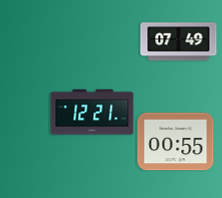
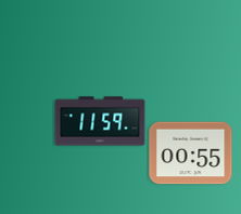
clock at (179, 42): 07:49 -> none
clock at (92, 112): 12:21 -> 11:59
